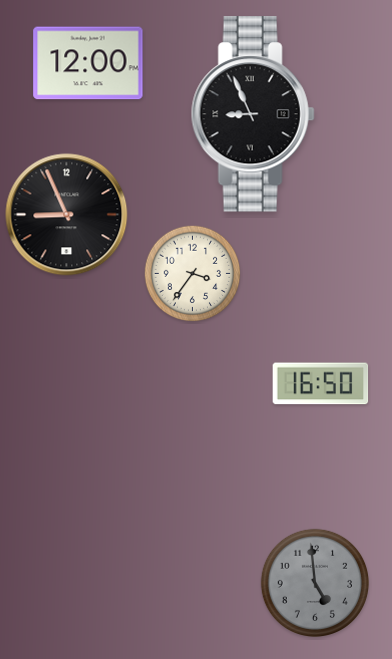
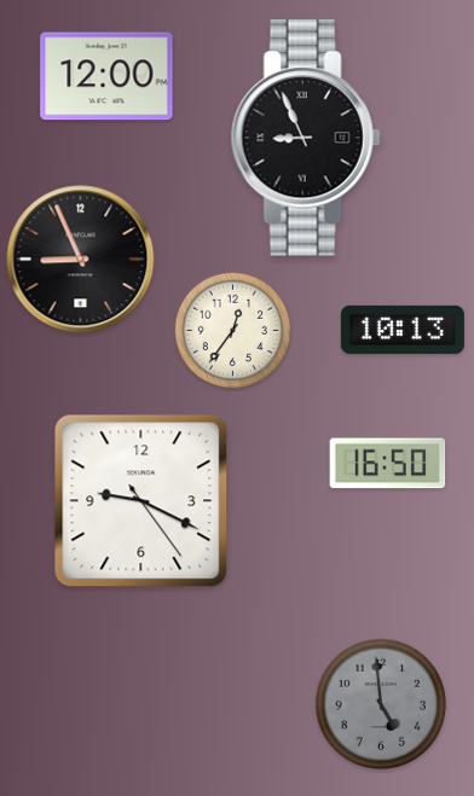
clock at (403, 330): none -> 10:13
clock at (193, 274): 3:36 -> 12:36
clock at (141, 501): none -> 9:19
